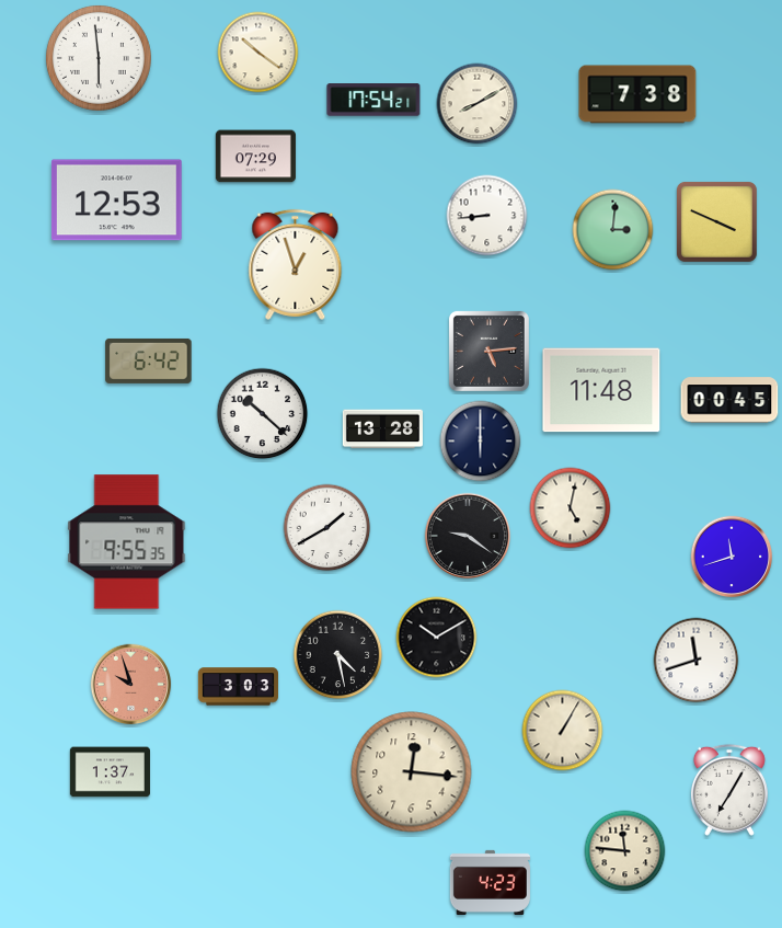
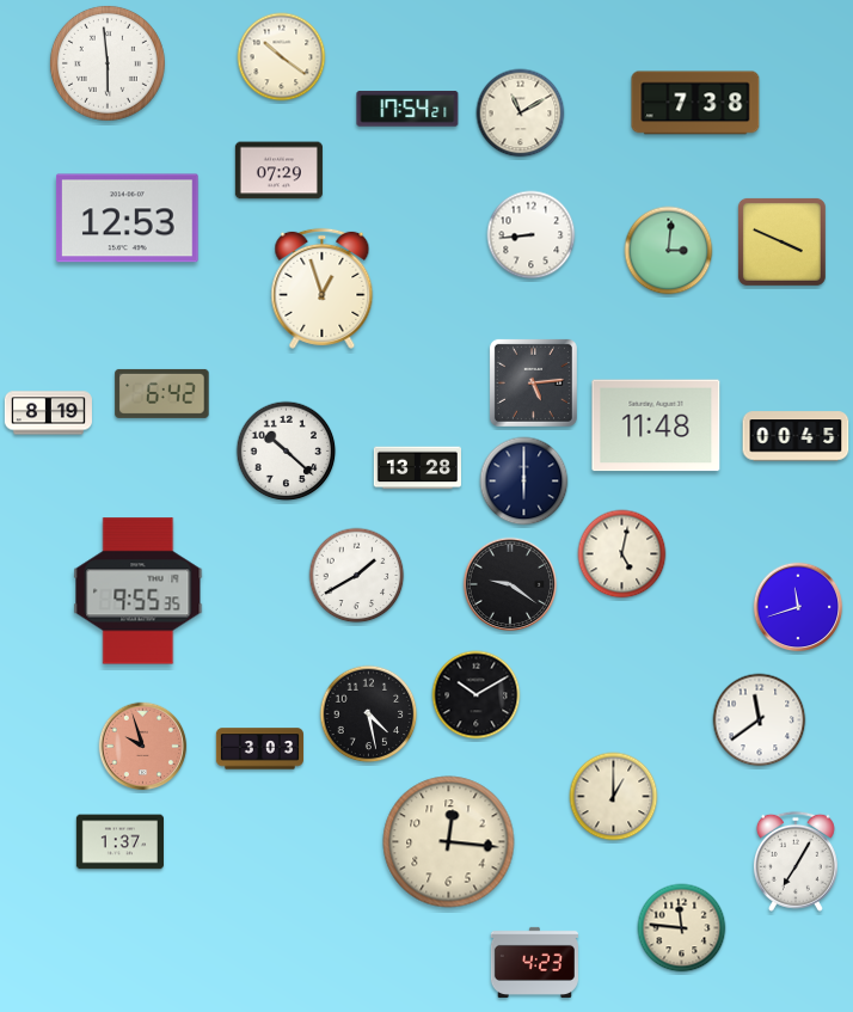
clock at (478, 104): 8:10 -> 11:10
clock at (48, 413): none -> 8:19
clock at (697, 661): 11:42 -> 11:39
clock at (563, 731): 1:05 -> 1:00
